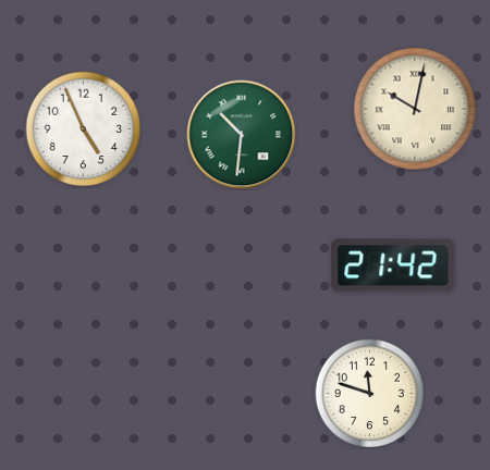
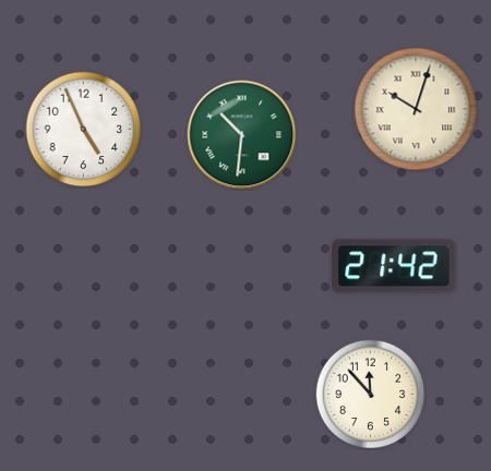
clock at (415, 109): 10:02 -> 10:03
clock at (370, 394): 11:48 -> 11:53
